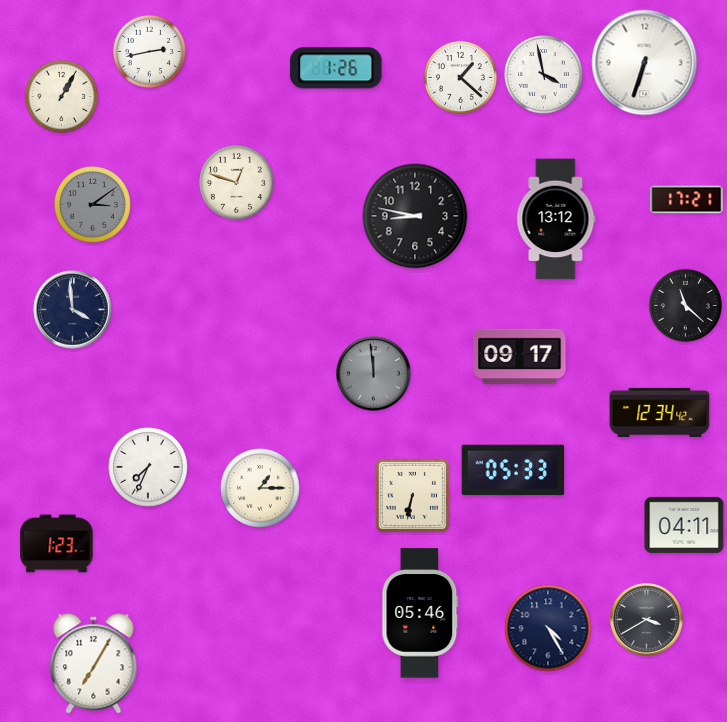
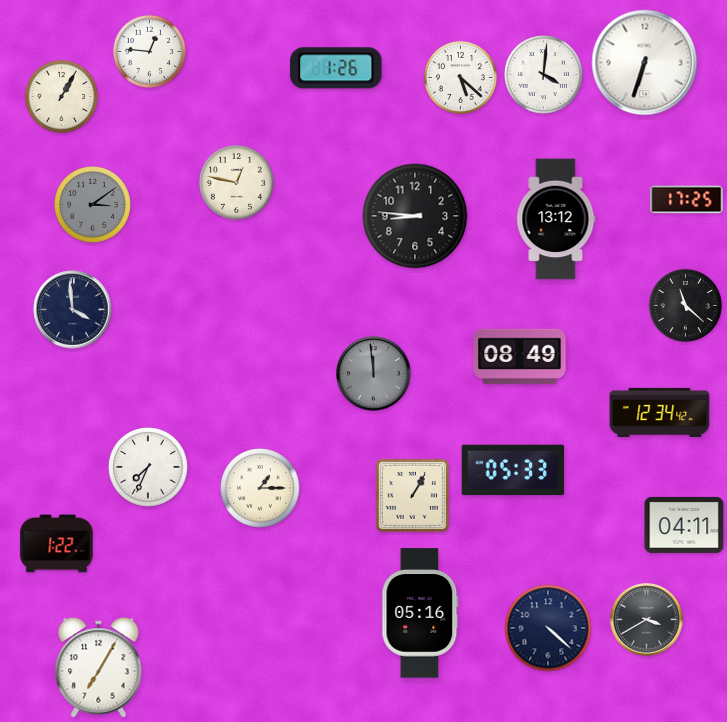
clock at (149, 51): 2:43 -> 12:46
clock at (544, 75): 3:58 -> 4:01
clock at (460, 77): 1:22 -> 5:22
clock at (236, 182): 12:48 -> 12:47
clock at (687, 200): 17:21 -> 17:25
clock at (415, 216): 8:47 -> 8:46
clock at (520, 357): 09:17 -> 08:49
clock at (412, 495): 6:32 -> 1:05
clock at (57, 544): 1:23 -> 1:22
clock at (420, 613): 05:46 -> 05:16
clock at (548, 628): 4:25 -> 4:22
clock at (94, 664) position: (94, 664) -> (99, 668)
